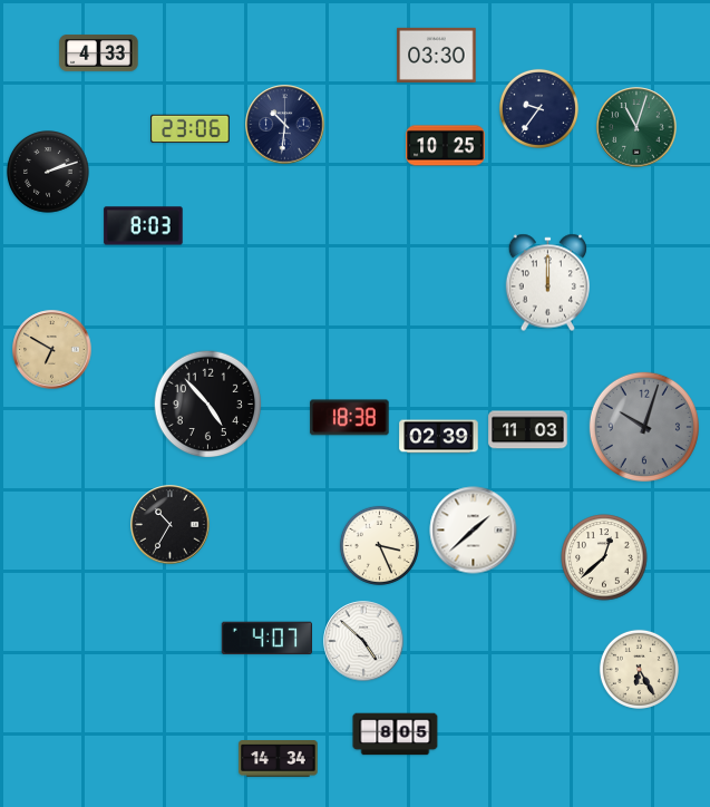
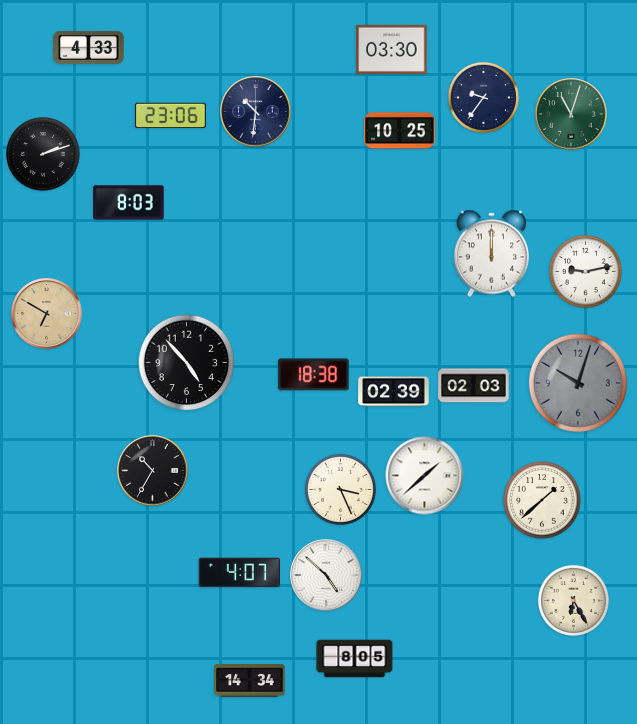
clock at (585, 271): none -> 9:13
clock at (528, 430): 11:03 -> 02:03
clock at (604, 557): 12:38 -> 1:38
